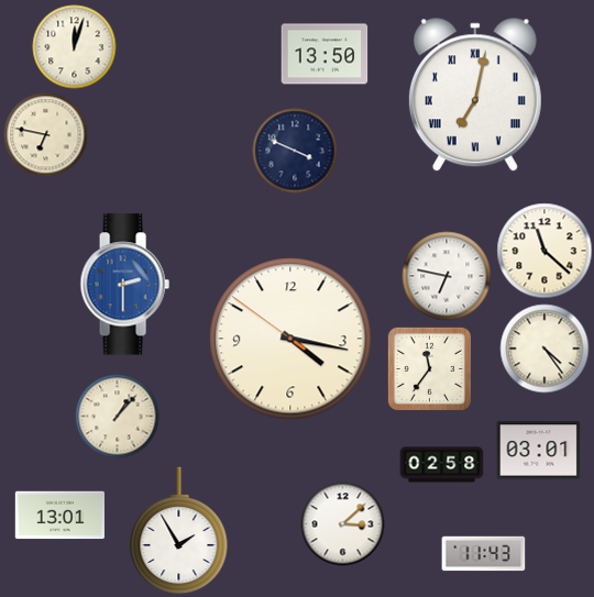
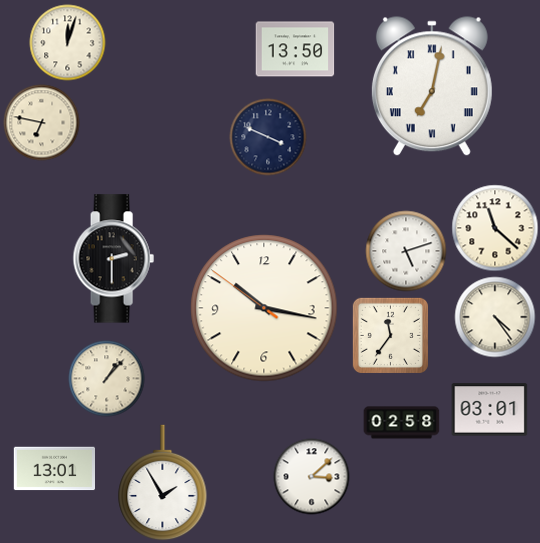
clock at (447, 276): 6:47 -> 5:12
clock at (124, 285) dial: blue -> black
clock at (290, 339): 4:16 -> 10:16
clock at (484, 554): 11:43 -> none
